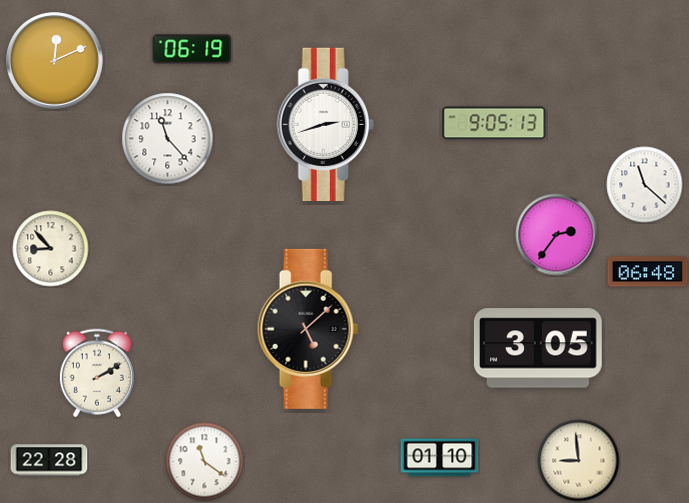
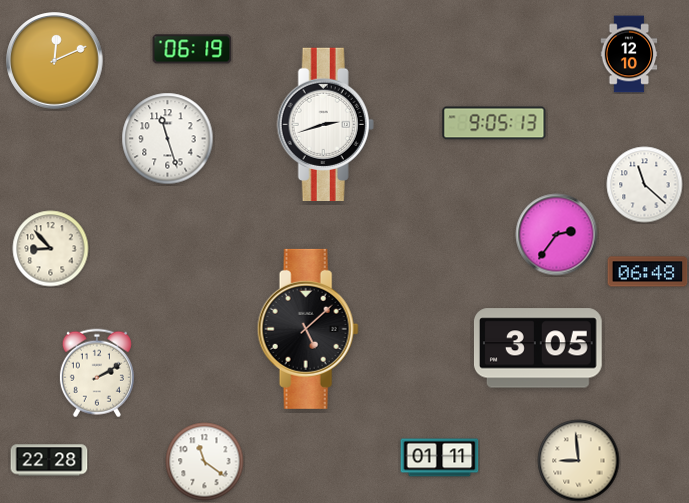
clock at (629, 54): none -> 12:10
clock at (168, 139): 11:23 -> 11:27
clock at (440, 458): 01:10 -> 01:11
